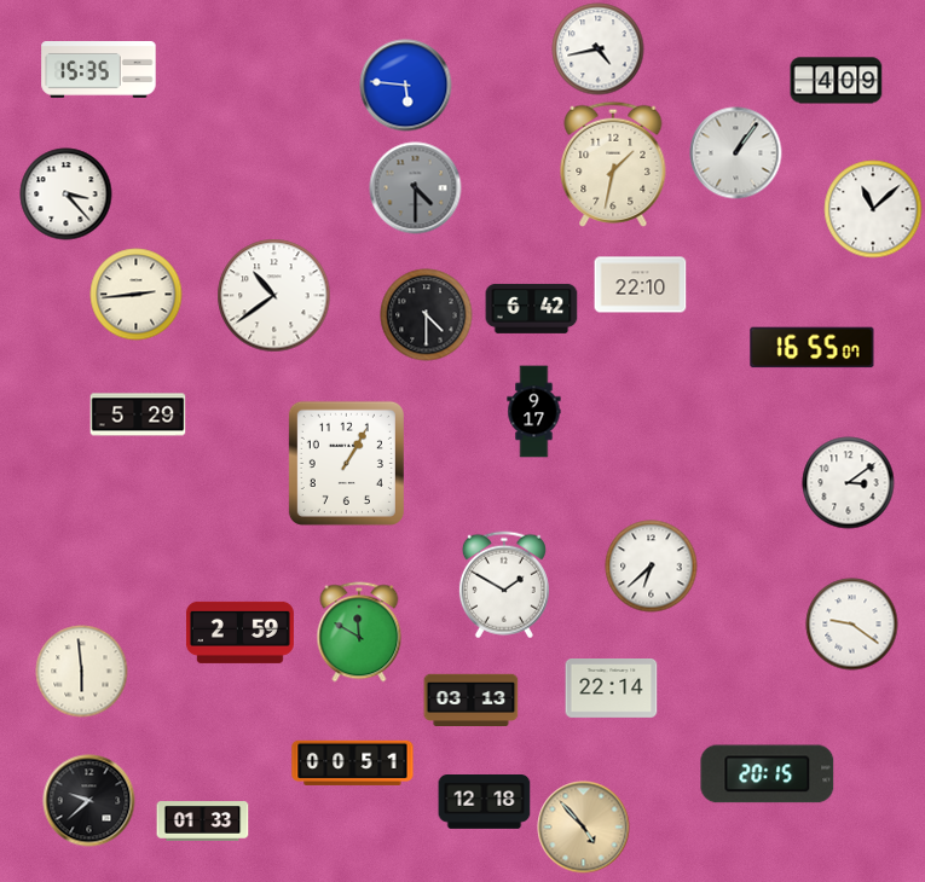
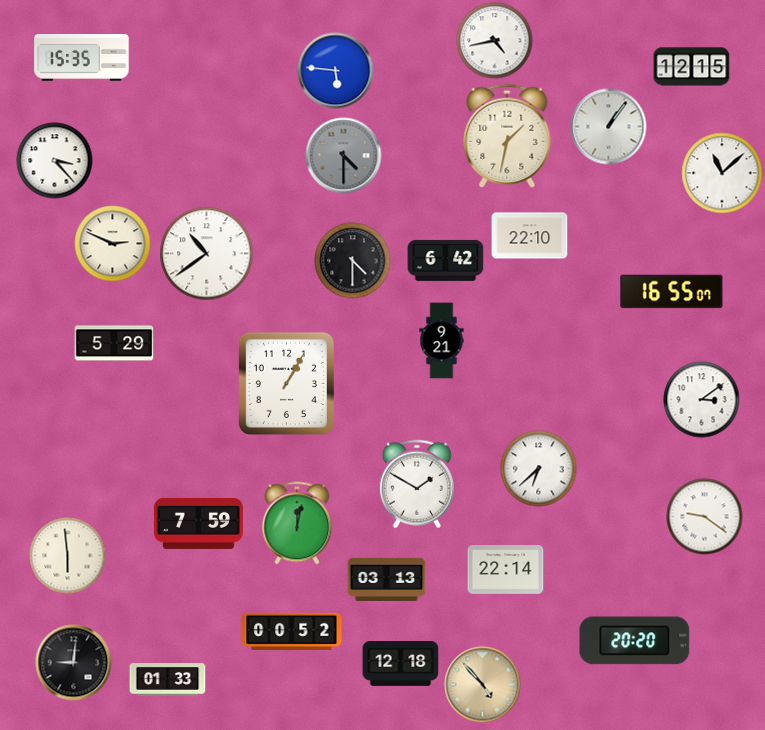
clock at (837, 81): 4:09 -> 12:15
clock at (137, 295): 2:44 -> 2:49
clock at (274, 296) position: (274, 296) -> (207, 254)
clock at (532, 308) position: (532, 308) -> (446, 260)
clock at (813, 348) position: (813, 348) -> (672, 292)
clock at (534, 412): 9:17 -> 9:21
clock at (239, 632): 2:59 -> 7:59
clock at (359, 632): 11:50 -> 12:02
clock at (472, 700) position: (472, 700) -> (387, 579)
clock at (353, 762): 00:51 -> 00:52
clock at (768, 774): 20:15 -> 20:20
clock at (89, 801): 9:38 -> 9:01
